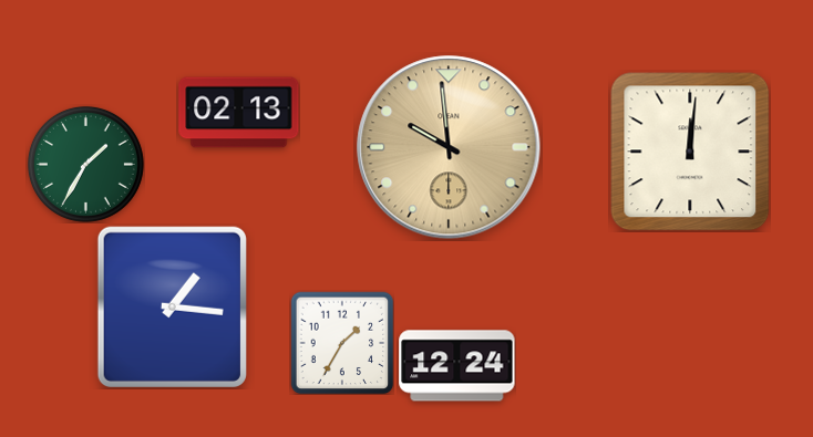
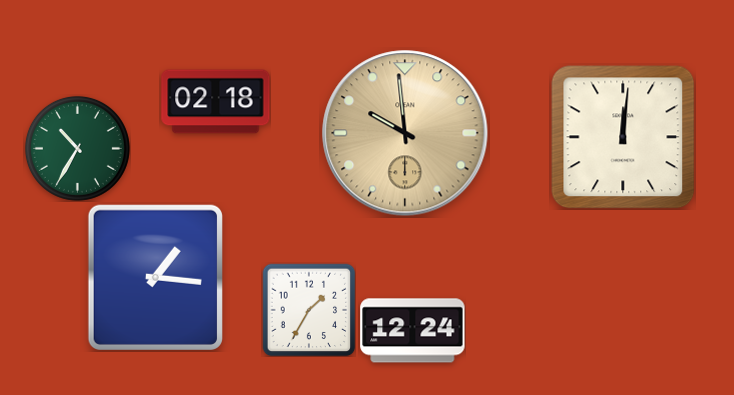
clock at (239, 113): 02:13 -> 02:18
clock at (85, 164): 1:35 -> 10:35
